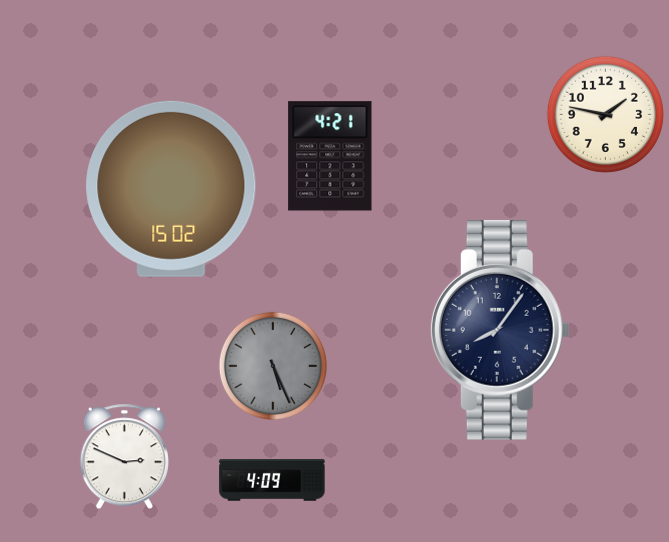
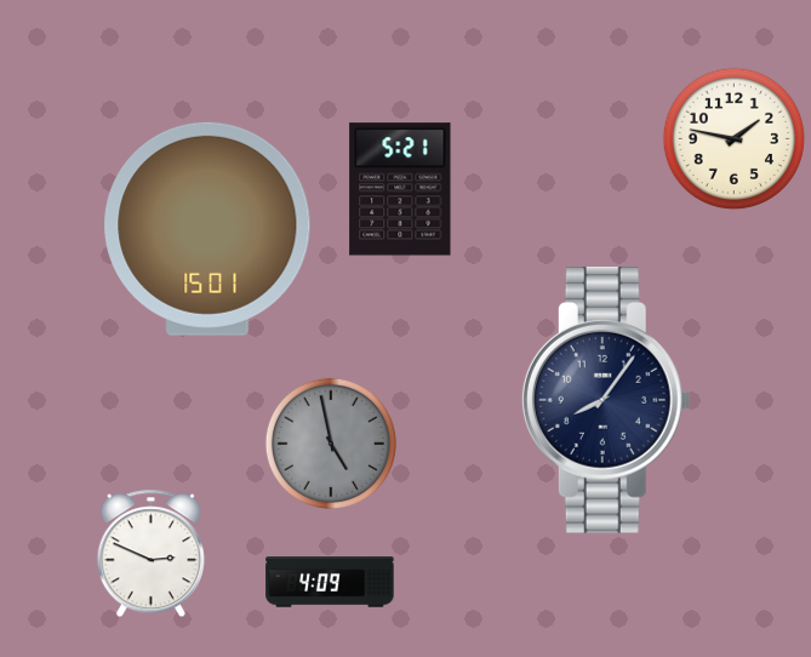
clock at (330, 156): 4:21 -> 5:21
clock at (171, 189): 15:02 -> 15:01
clock at (273, 366): 5:26 -> 4:58
